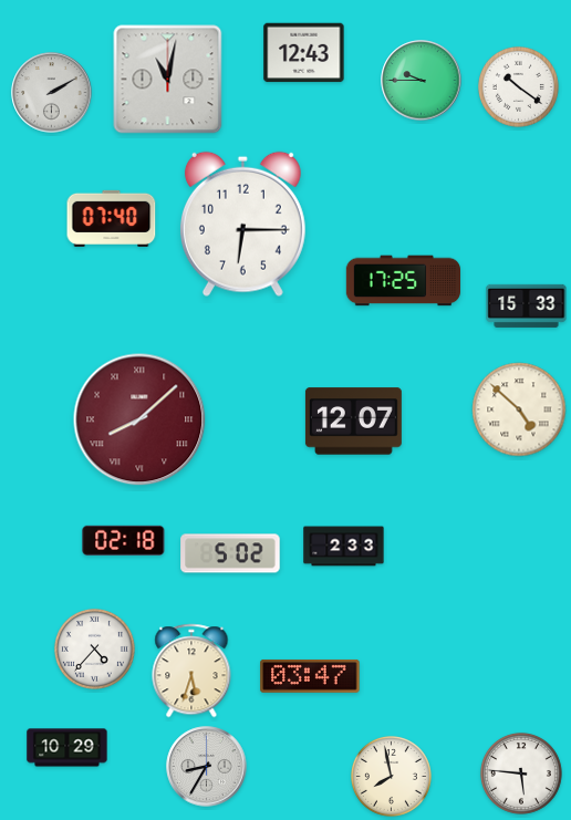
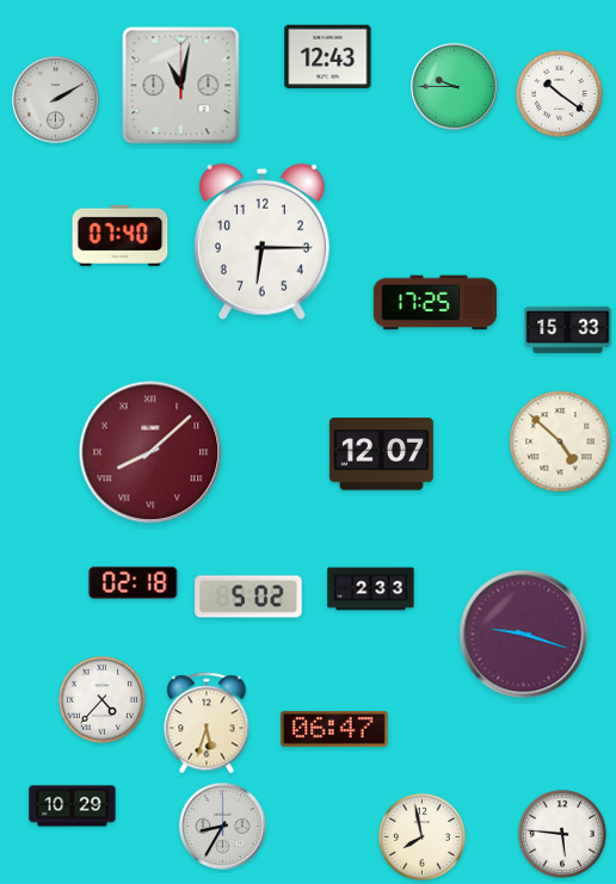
clock at (524, 635): none -> 9:18
clock at (310, 676): 03:47 -> 06:47
